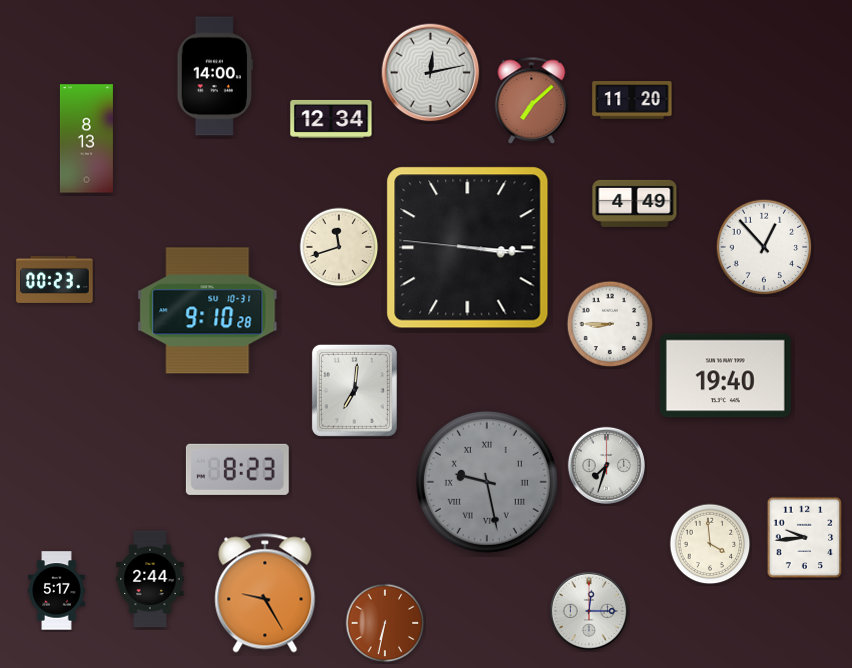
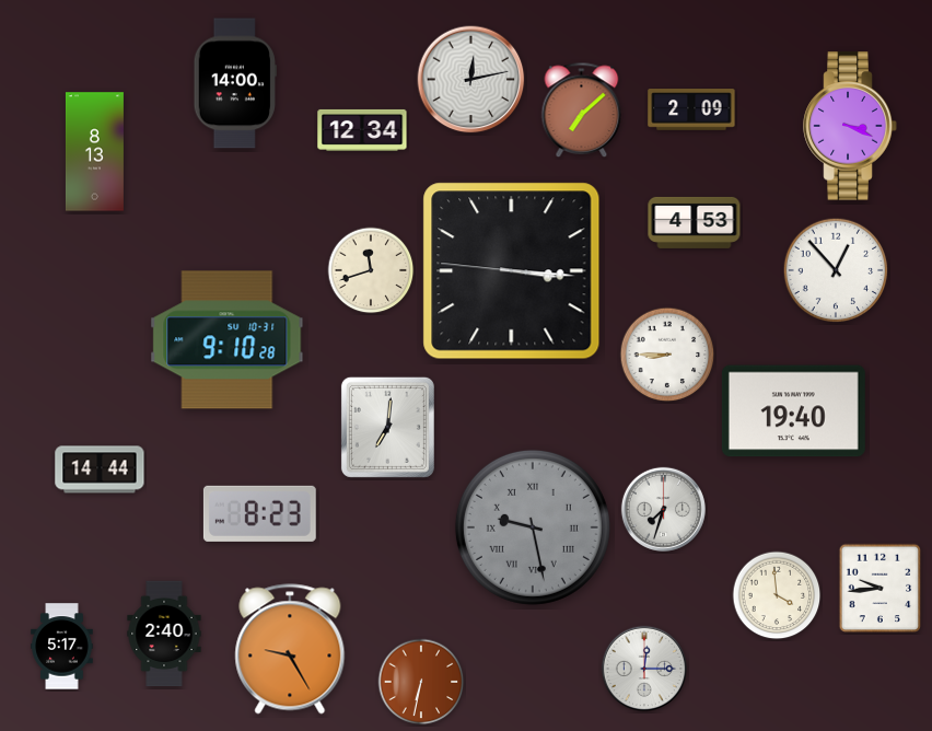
clock at (632, 100): 11:20 -> 2:09
clock at (850, 126): none -> 3:19
clock at (635, 203): 4:49 -> 4:53
clock at (55, 279): 00:23 -> none
clock at (100, 469): none -> 14:44
clock at (150, 579): 2:44 -> 2:40
